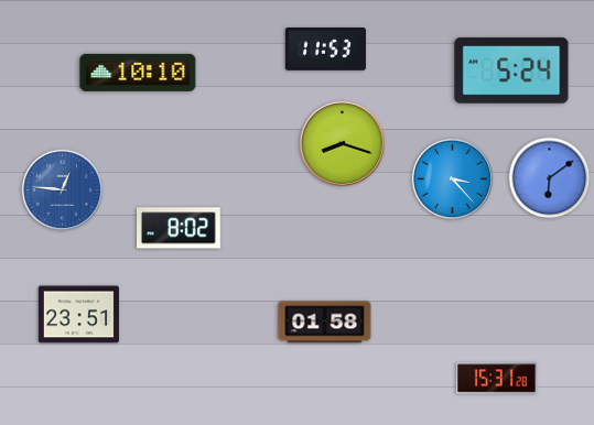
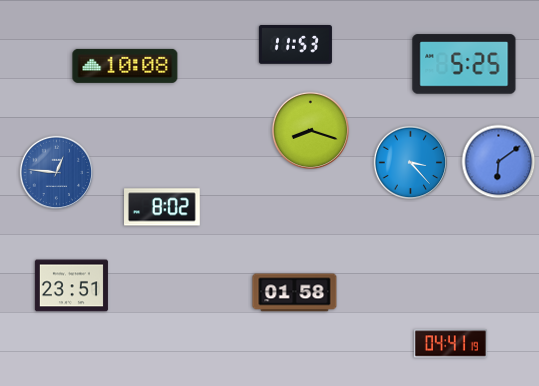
clock at (511, 70): 5:24 -> 5:25
clock at (138, 73): 10:10 -> 10:08
clock at (496, 379): 15:31 -> 04:41
